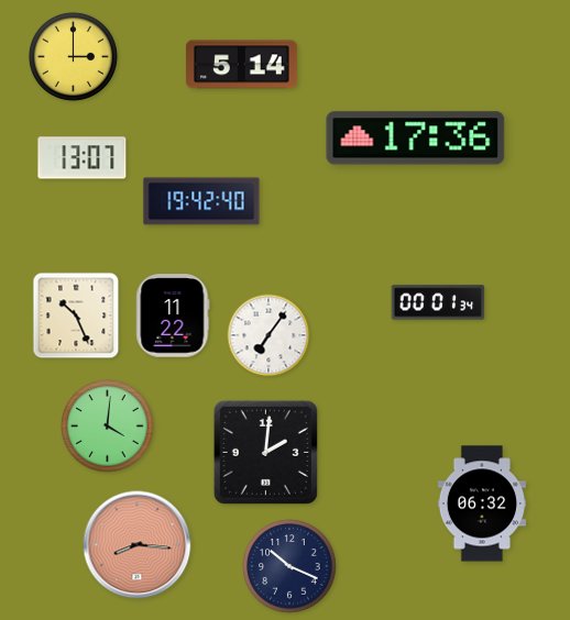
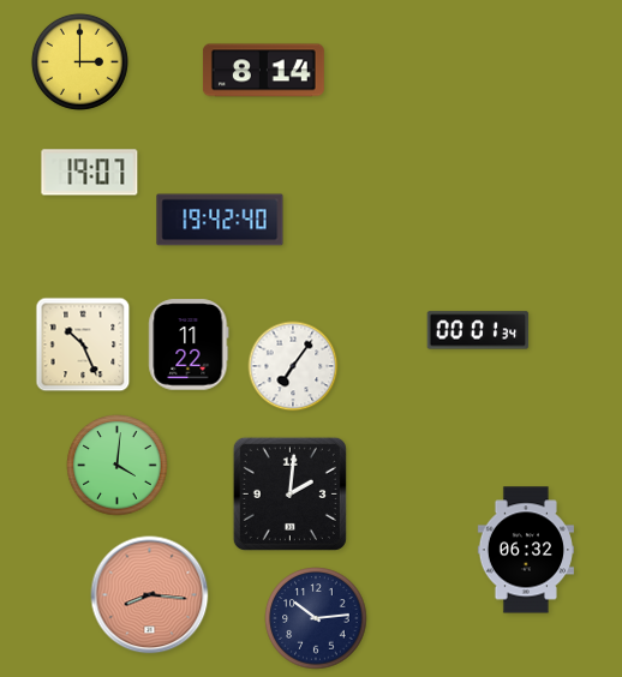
clock at (241, 65): 5:14 -> 8:14
clock at (416, 139): 17:36 -> none
clock at (83, 158): 13:07 -> 19:07
clock at (289, 566): 10:19 -> 10:14
